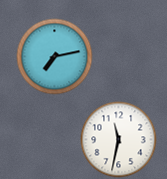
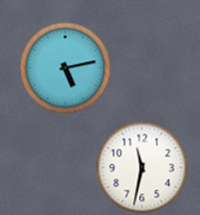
clock at (55, 57): 7:13 -> 5:13
